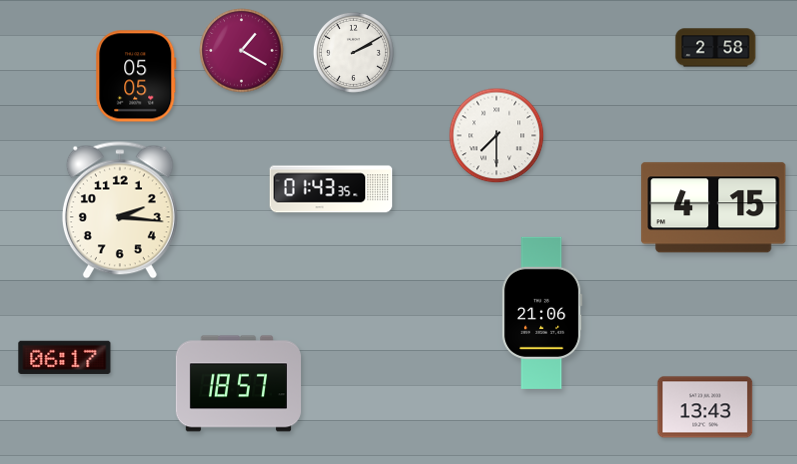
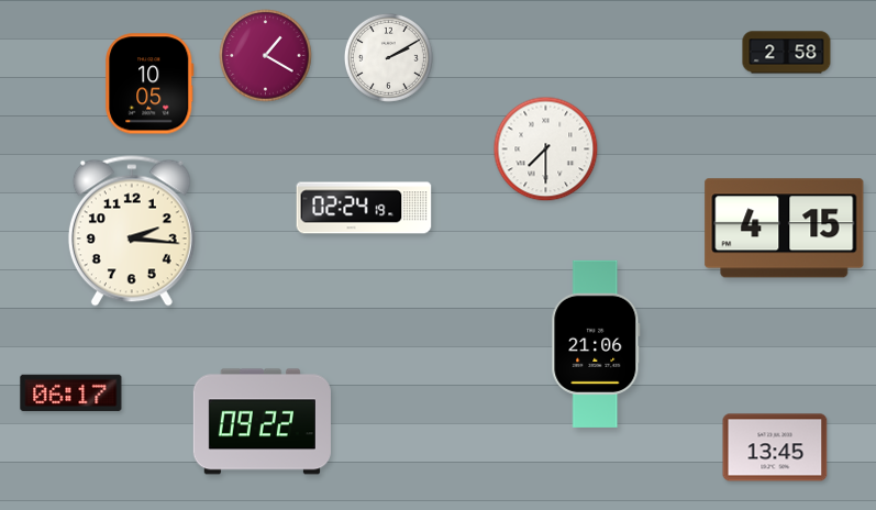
clock at (136, 76): 05:05 -> 10:05
clock at (331, 189): 01:43 -> 02:24
clock at (238, 384): 18:57 -> 09:22
clock at (705, 407): 13:43 -> 13:45
